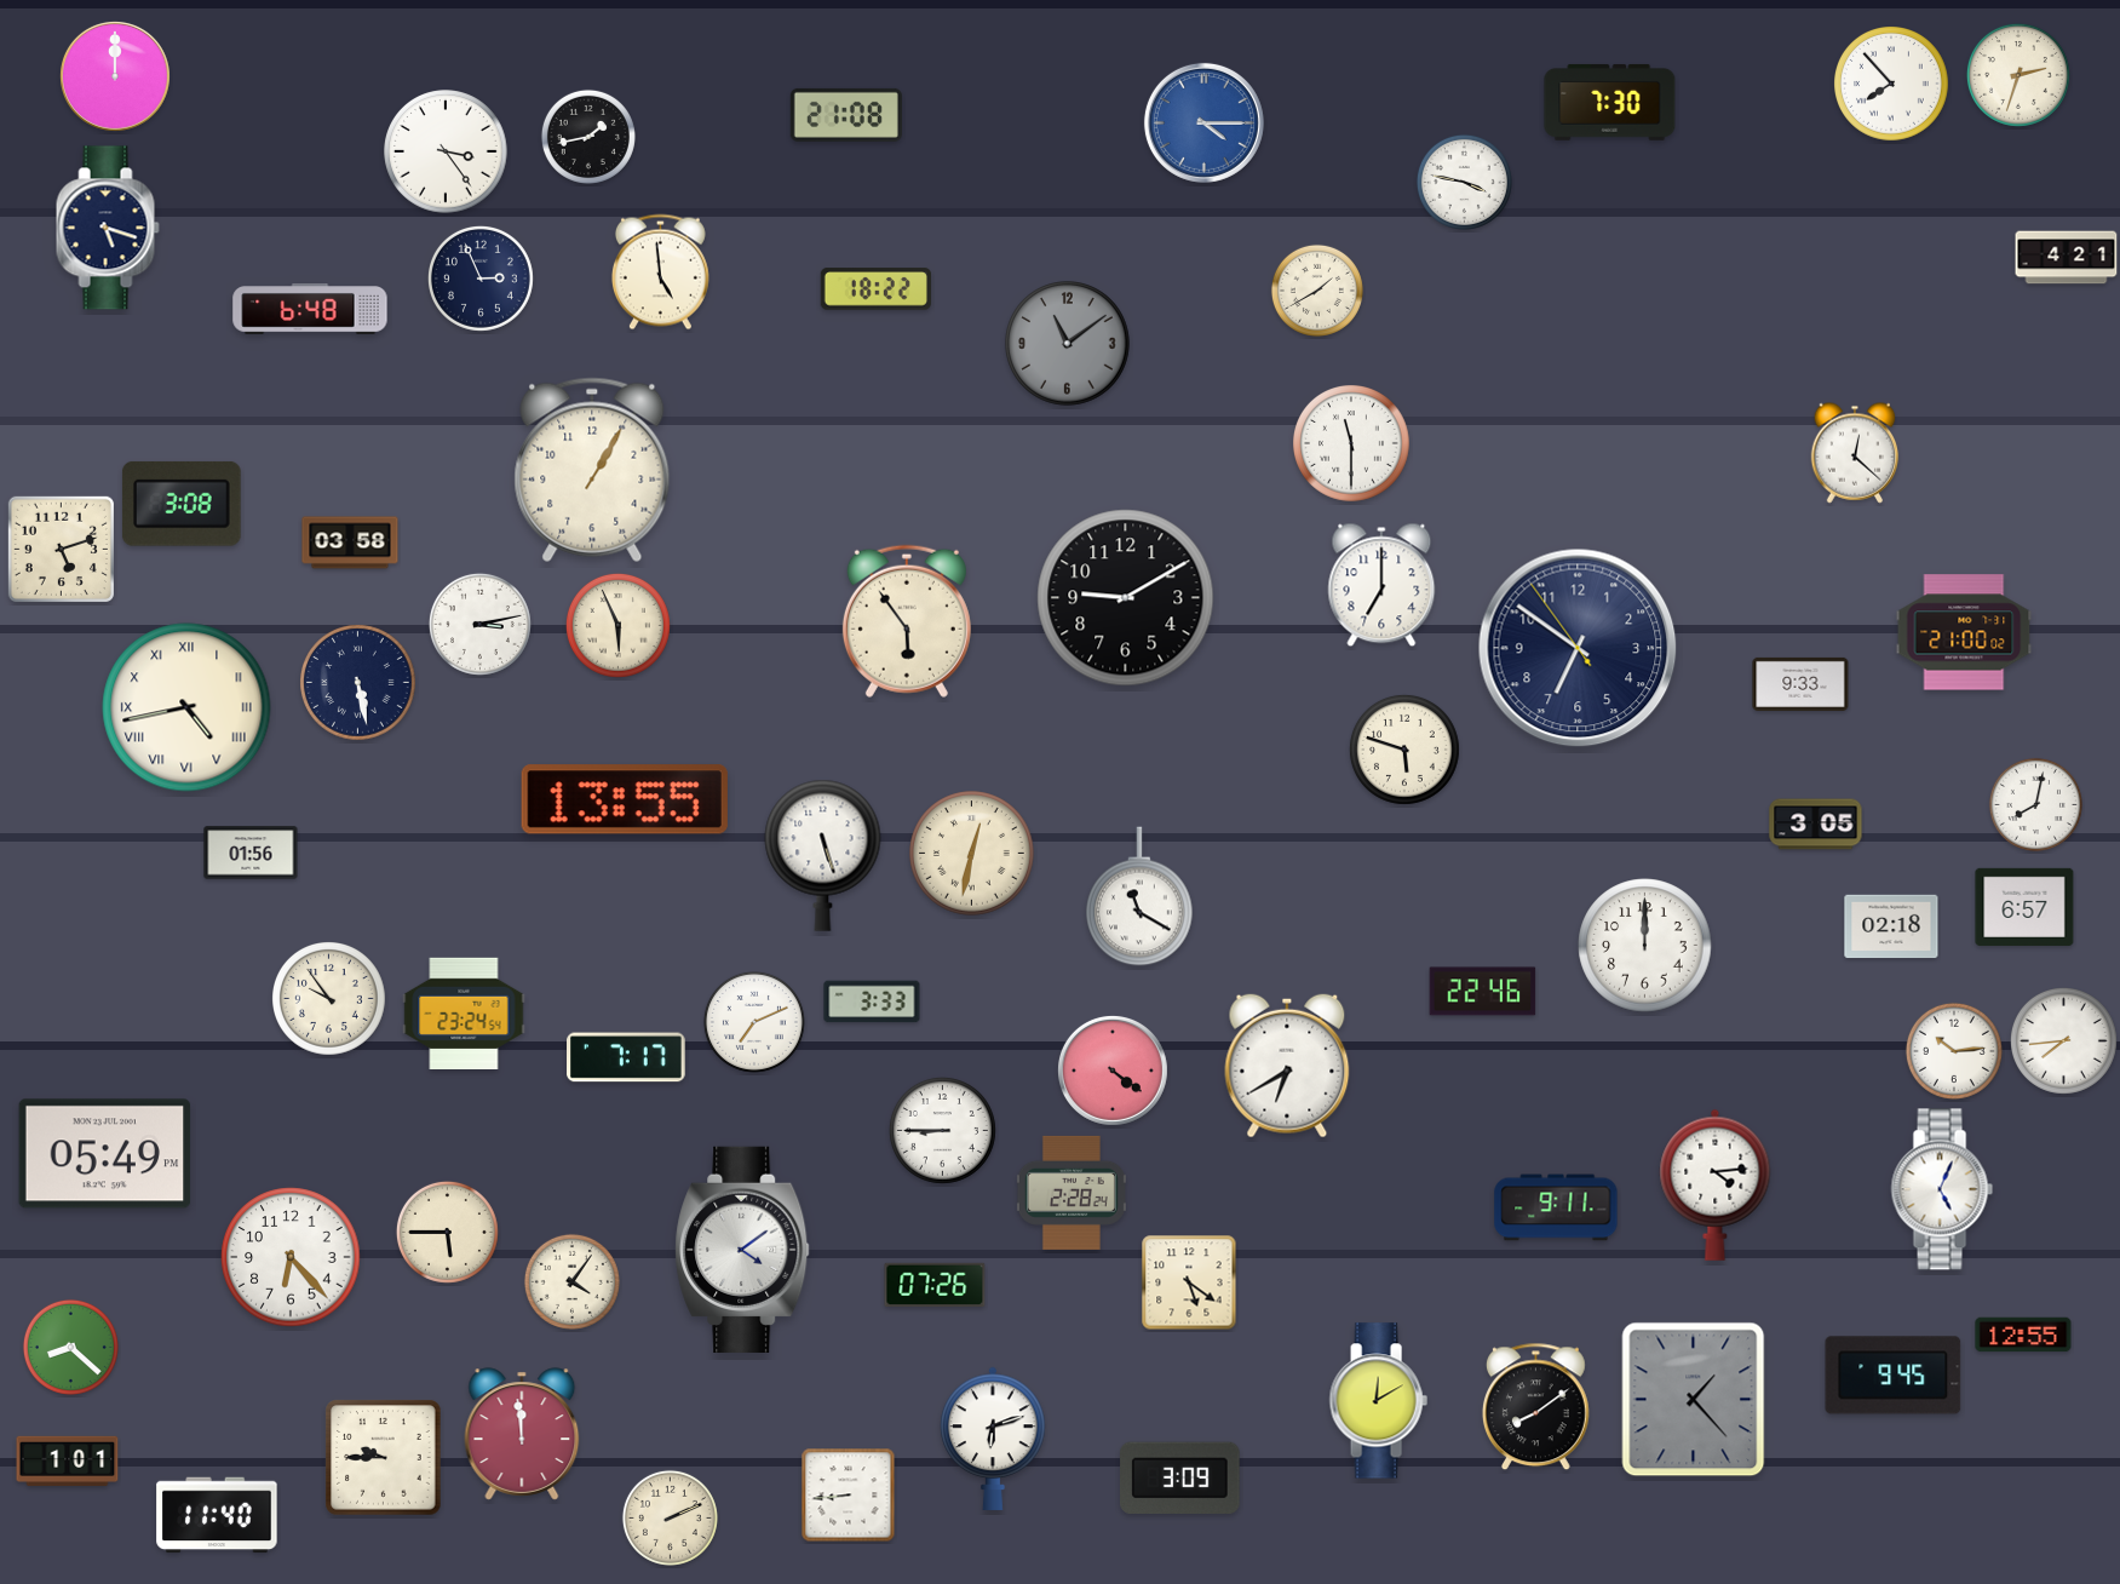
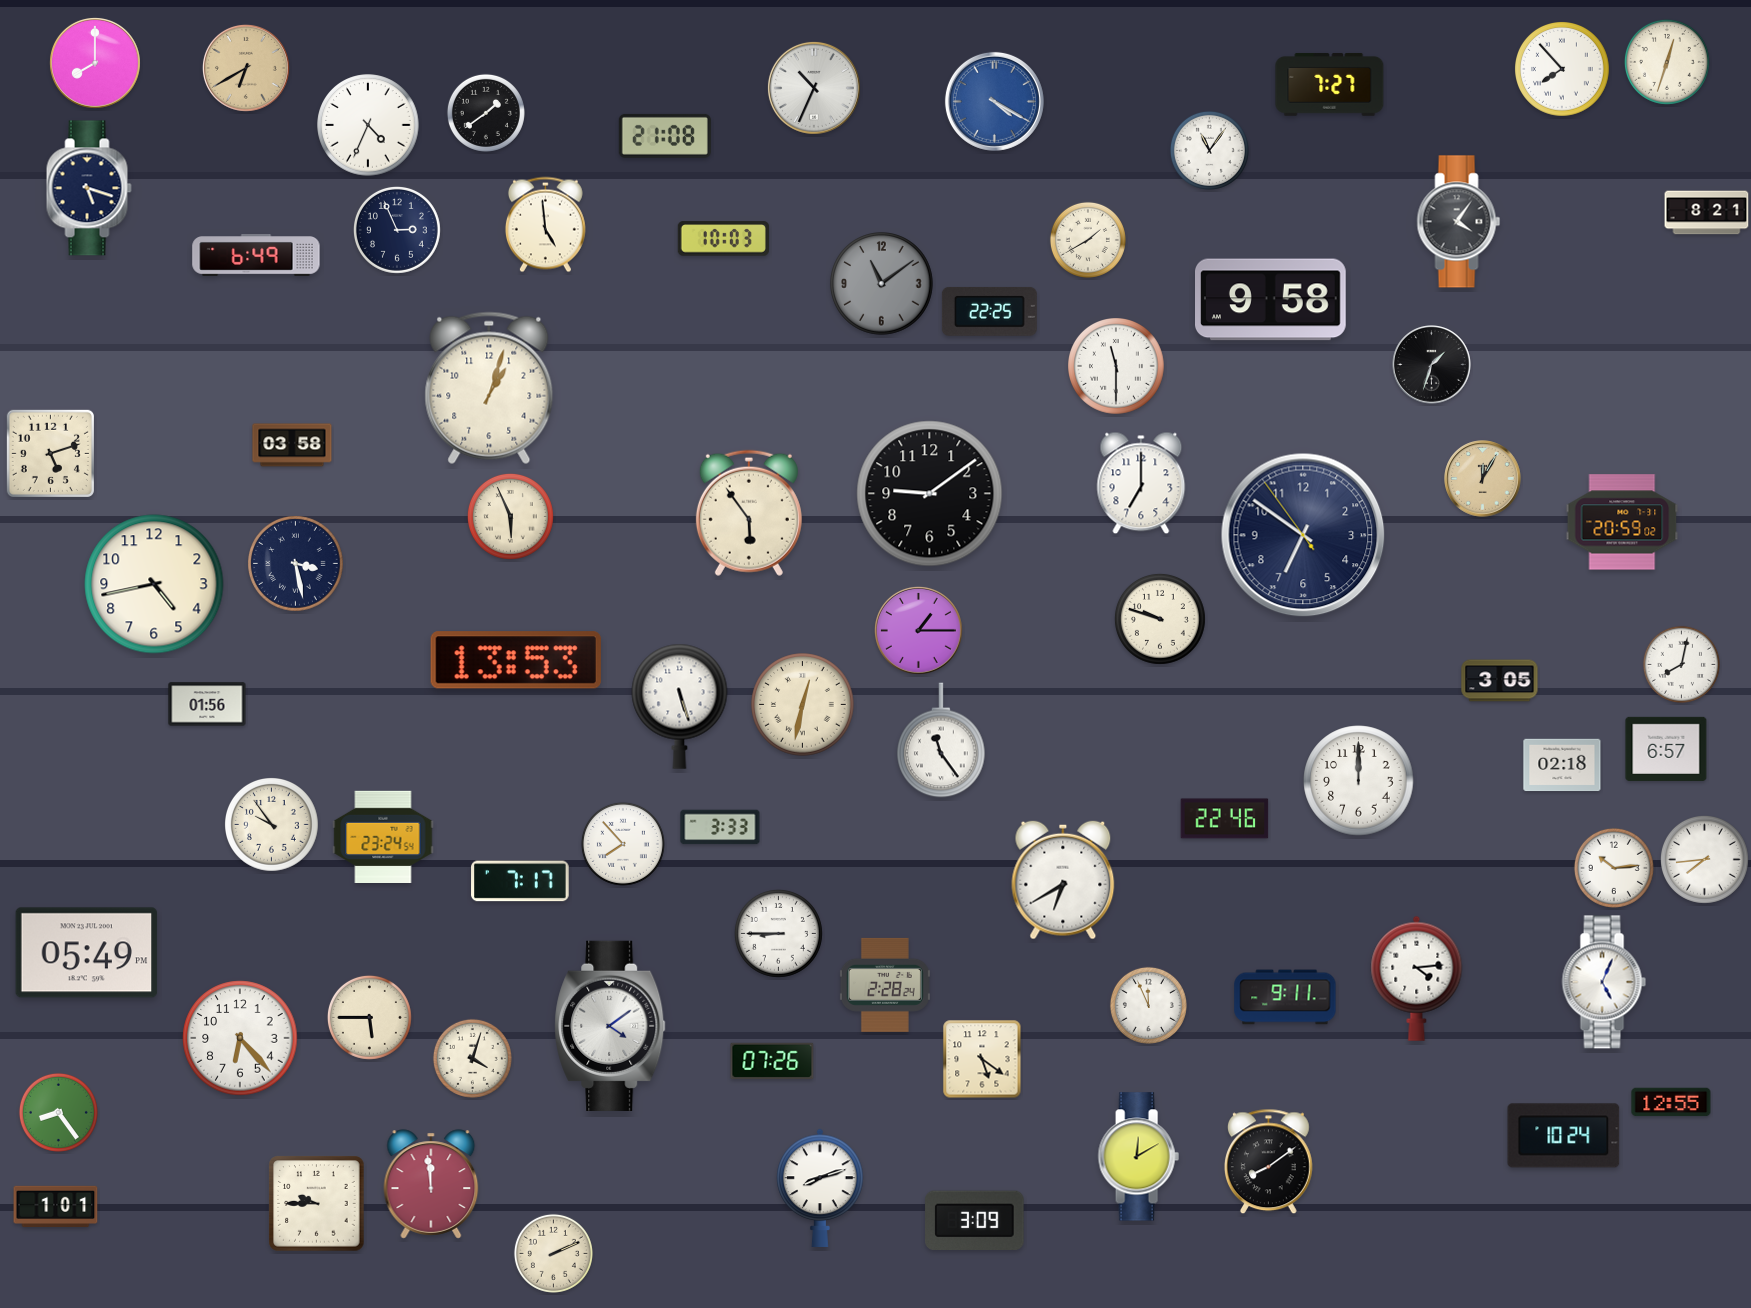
clock at (2018, 75): 2:33 -> 12:33
clock at (115, 76): 12:00 -> 8:00
clock at (246, 68): none -> 6:40
clock at (1610, 103): 7:30 -> 7:27
clock at (814, 88): none -> 10:34
clock at (846, 115) position: (846, 115) -> (665, 136)
clock at (1203, 122): 4:15 -> 4:20
clock at (588, 137): 1:43 -> 1:39
clock at (446, 151): 3:24 -> 4:34
clock at (1464, 182): 3:47 -> 11:06
clock at (2067, 258): 4:21 -> 8:21
clock at (1459, 222): none -> 4:06
clock at (875, 289): 18:22 -> 10:03
clock at (310, 310): 6:48 -> 6:49
clock at (1271, 300): none -> 9:58
clock at (989, 311): none -> 22:25
clock at (1432, 365): none -> 1:33
clock at (1855, 453): 12:22 -> none
clock at (592, 470): 1:05 -> 1:03
clock at (182, 504): 3:08 -> none
clock at (350, 543) position: (350, 543) -> (292, 445)
clock at (1483, 479): none -> 12:05
clock at (1126, 598): 9:10 -> 9:09
clock at (479, 624): 3:13 -> none
clock at (1964, 632): 21:00 -> 20:59
clock at (358, 683): 5:28 -> 3:28
clock at (1800, 684): 9:33 -> none
clock at (186, 707) numerals: Roman -> Arabic
clock at (1404, 750): 5:48 -> 9:48
clock at (918, 630): none -> 1:15
clock at (625, 799): 13:55 -> 13:53
clock at (1139, 896): 11:20 -> 11:24
clock at (2024, 907) position: (2024, 907) -> (1666, 749)
clock at (754, 1022): 7:11 -> 7:53
clock at (626, 1057) position: (626, 1057) -> (520, 881)
clock at (1113, 1071): 4:21 -> none
clock at (1148, 1005): none -> 11:56
clock at (742, 1250) position: (742, 1250) -> (610, 1026)
clock at (571, 1281): 4:06 -> 4:03
clock at (70, 1347): 8:22 -> 8:24
clock at (1894, 1376): 9:45 -> 10:24
clock at (1694, 1400): 1:23 -> none
clock at (993, 1439): 6:12 -> 8:12
clock at (849, 1496): 8:44 -> none
clock at (217, 1515): 11:40 -> none
